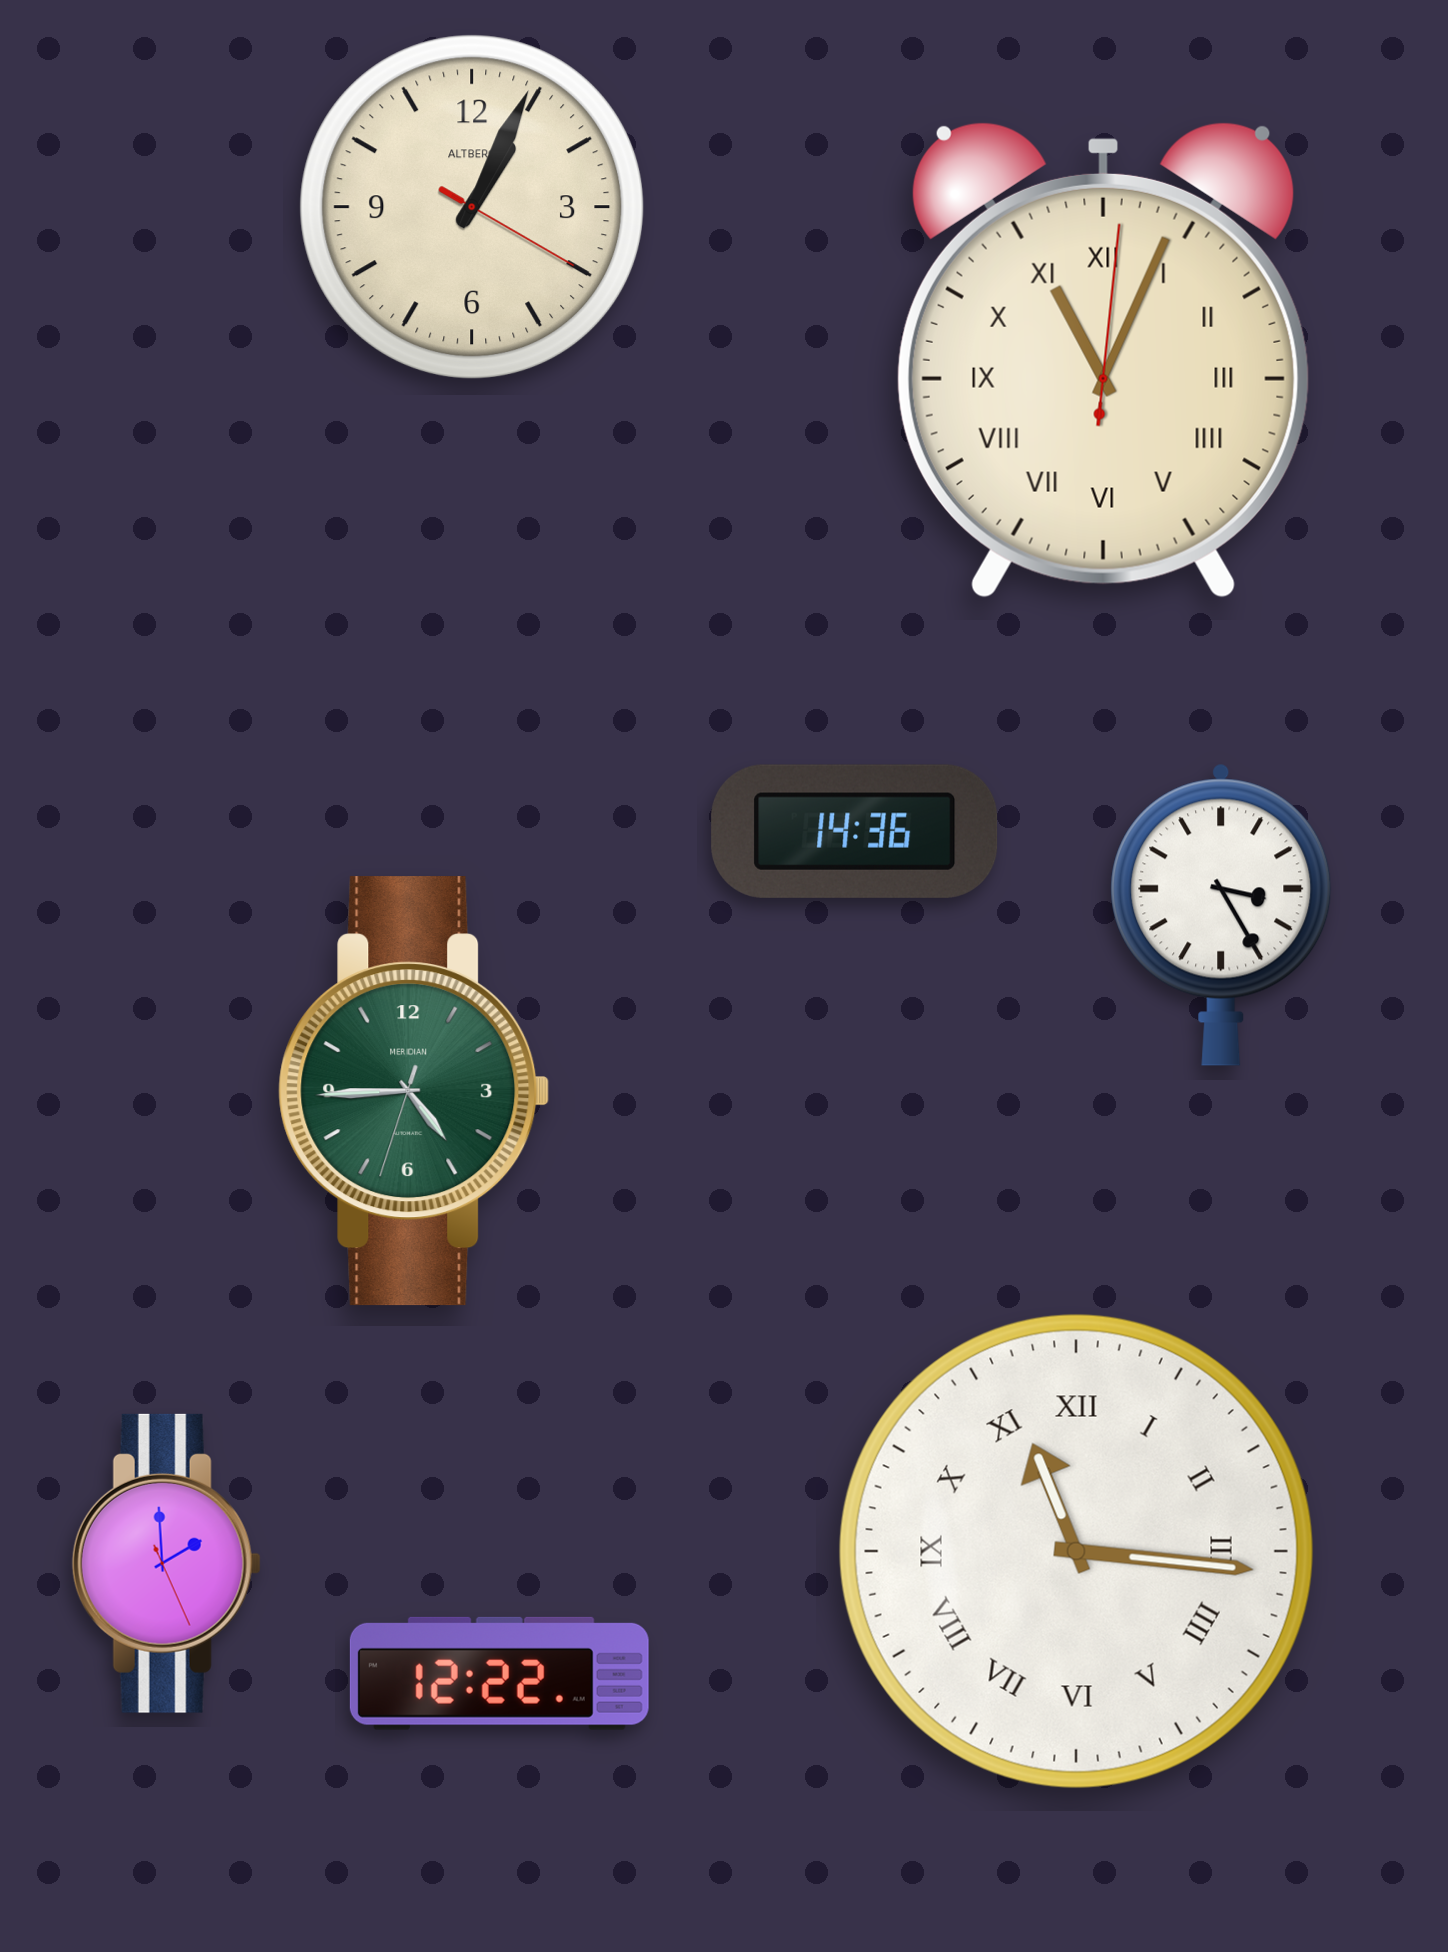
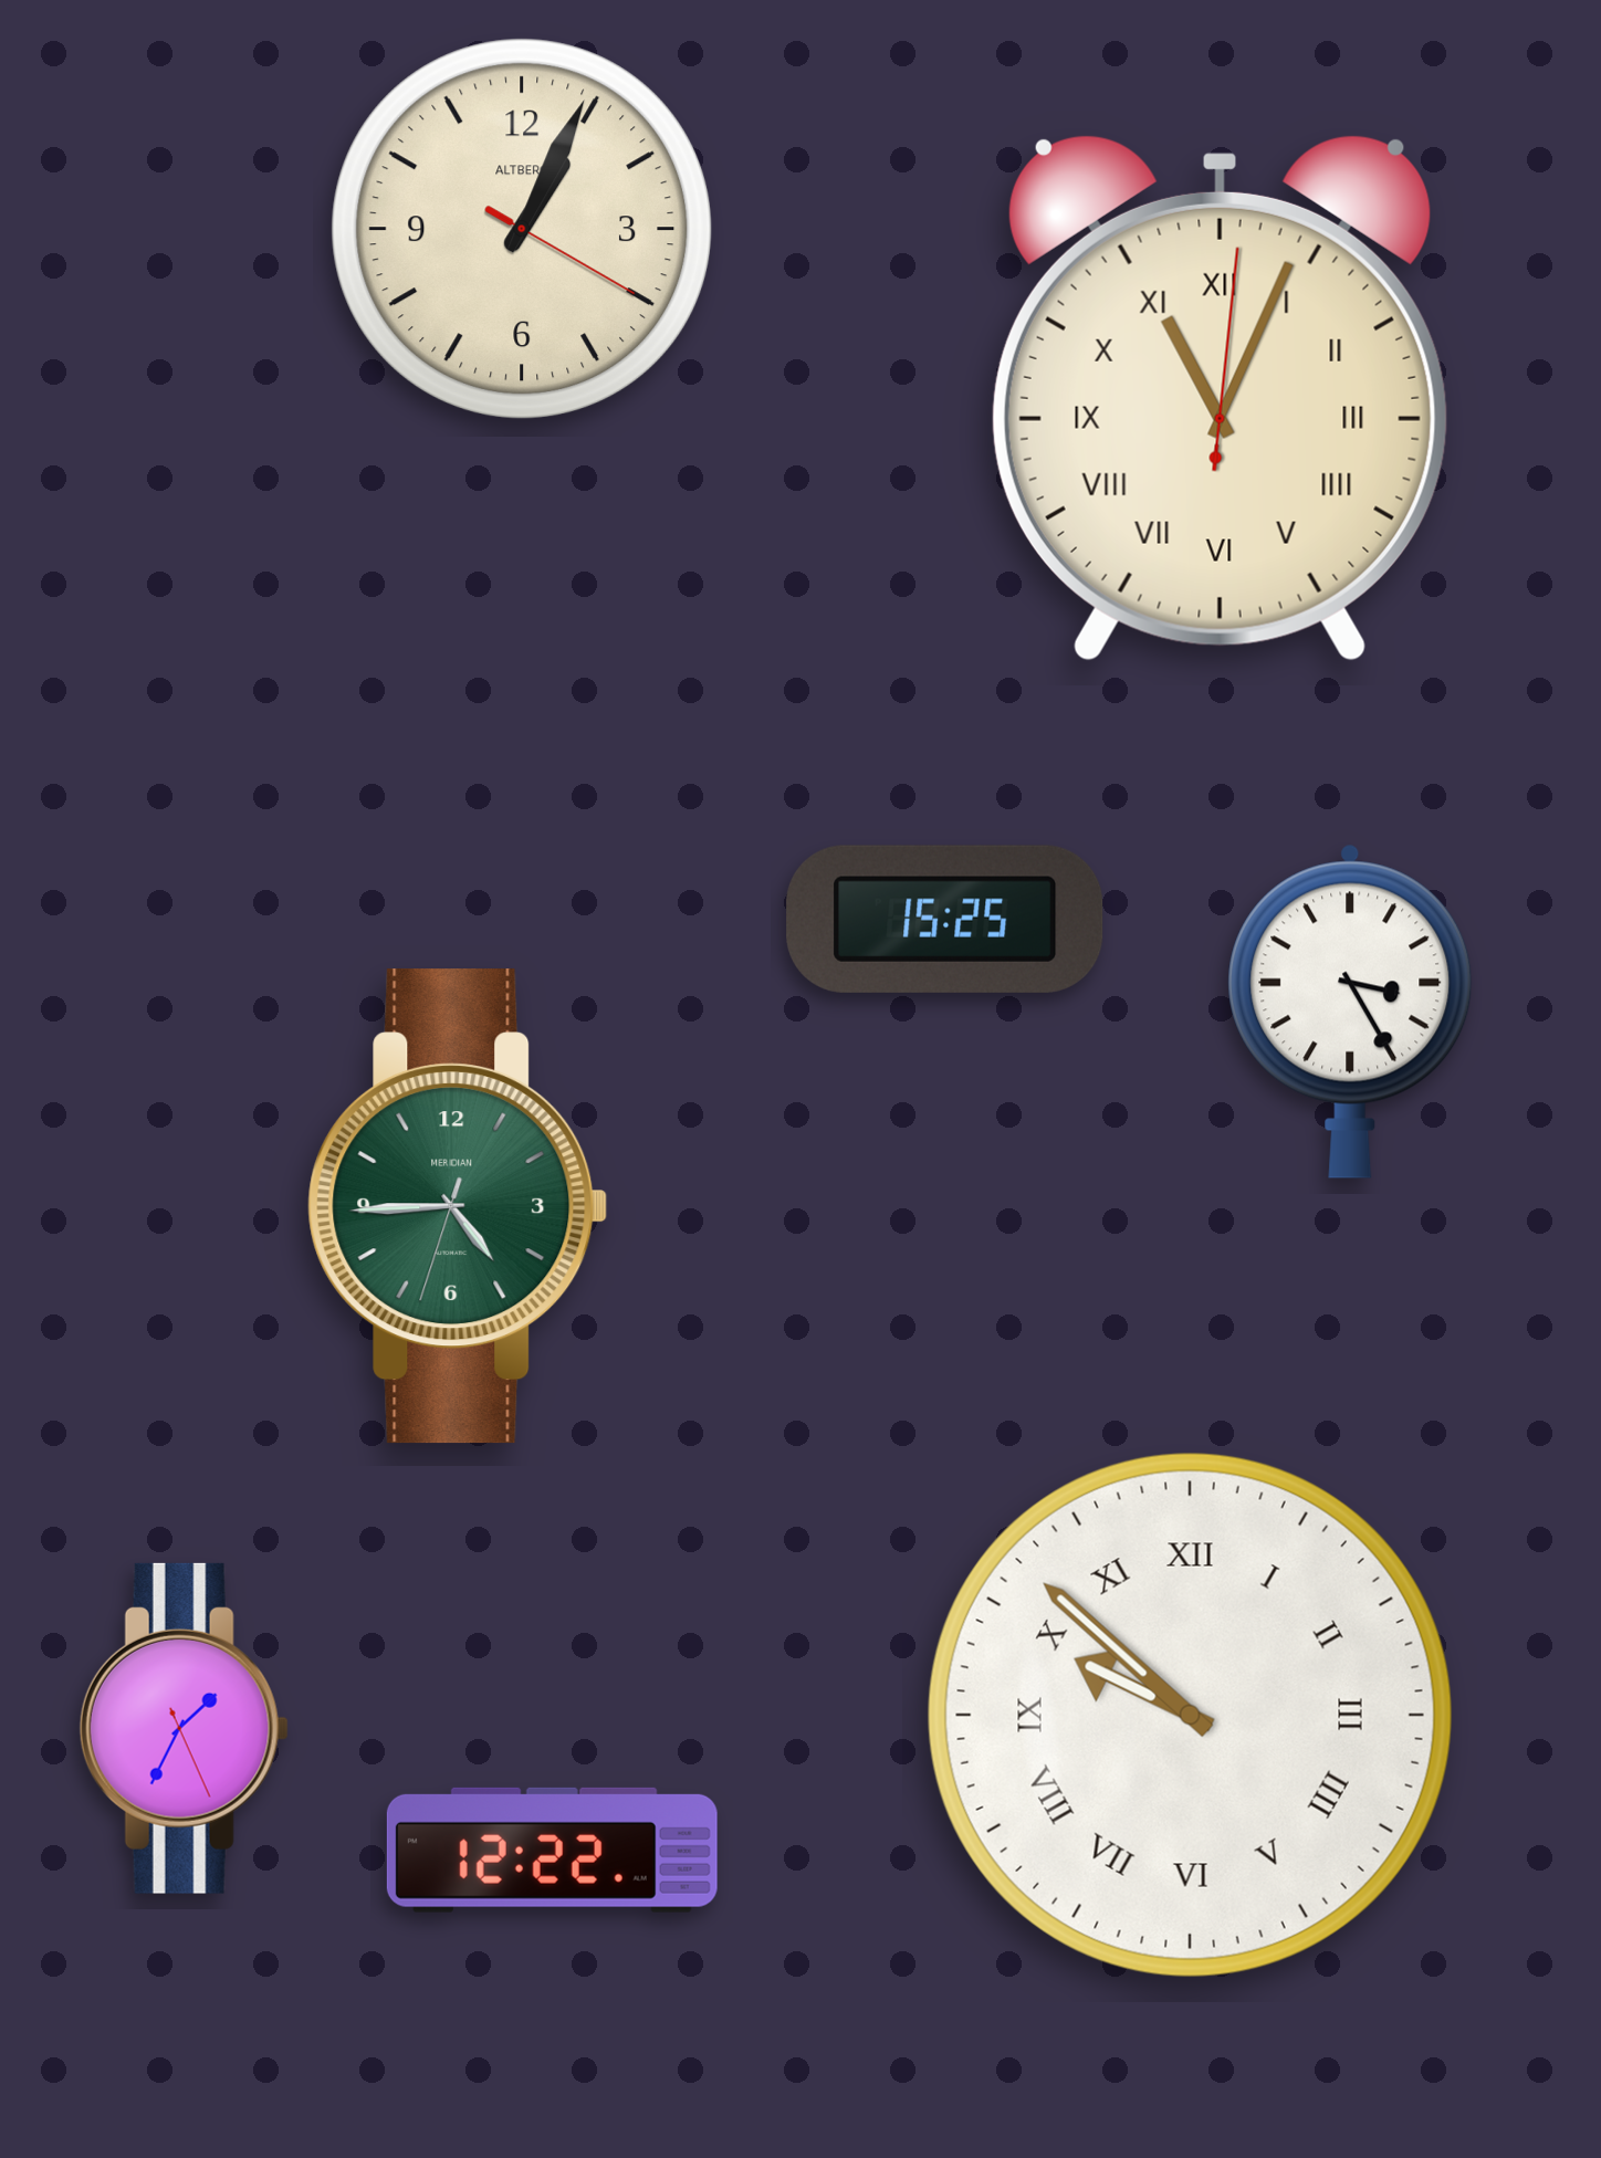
clock at (855, 831): 14:36 -> 15:25
clock at (1076, 1551): 11:16 -> 9:52
clock at (166, 1563): 1:59 -> 1:34
